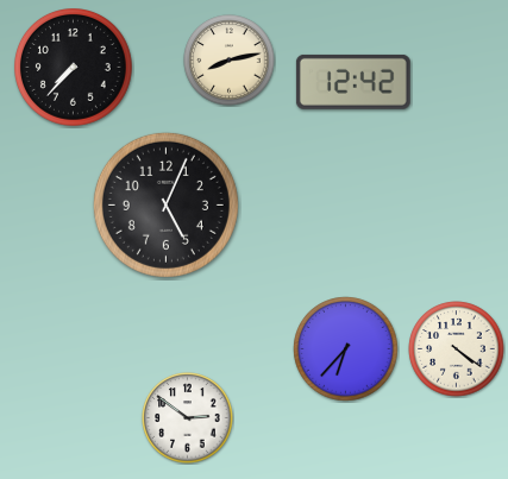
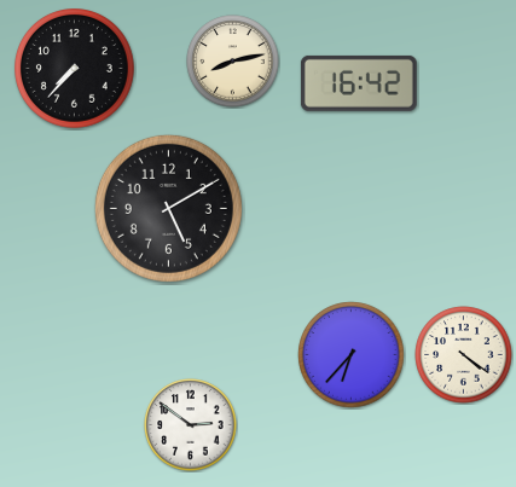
clock at (353, 82): 12:42 -> 16:42
clock at (165, 204): 5:04 -> 5:10
